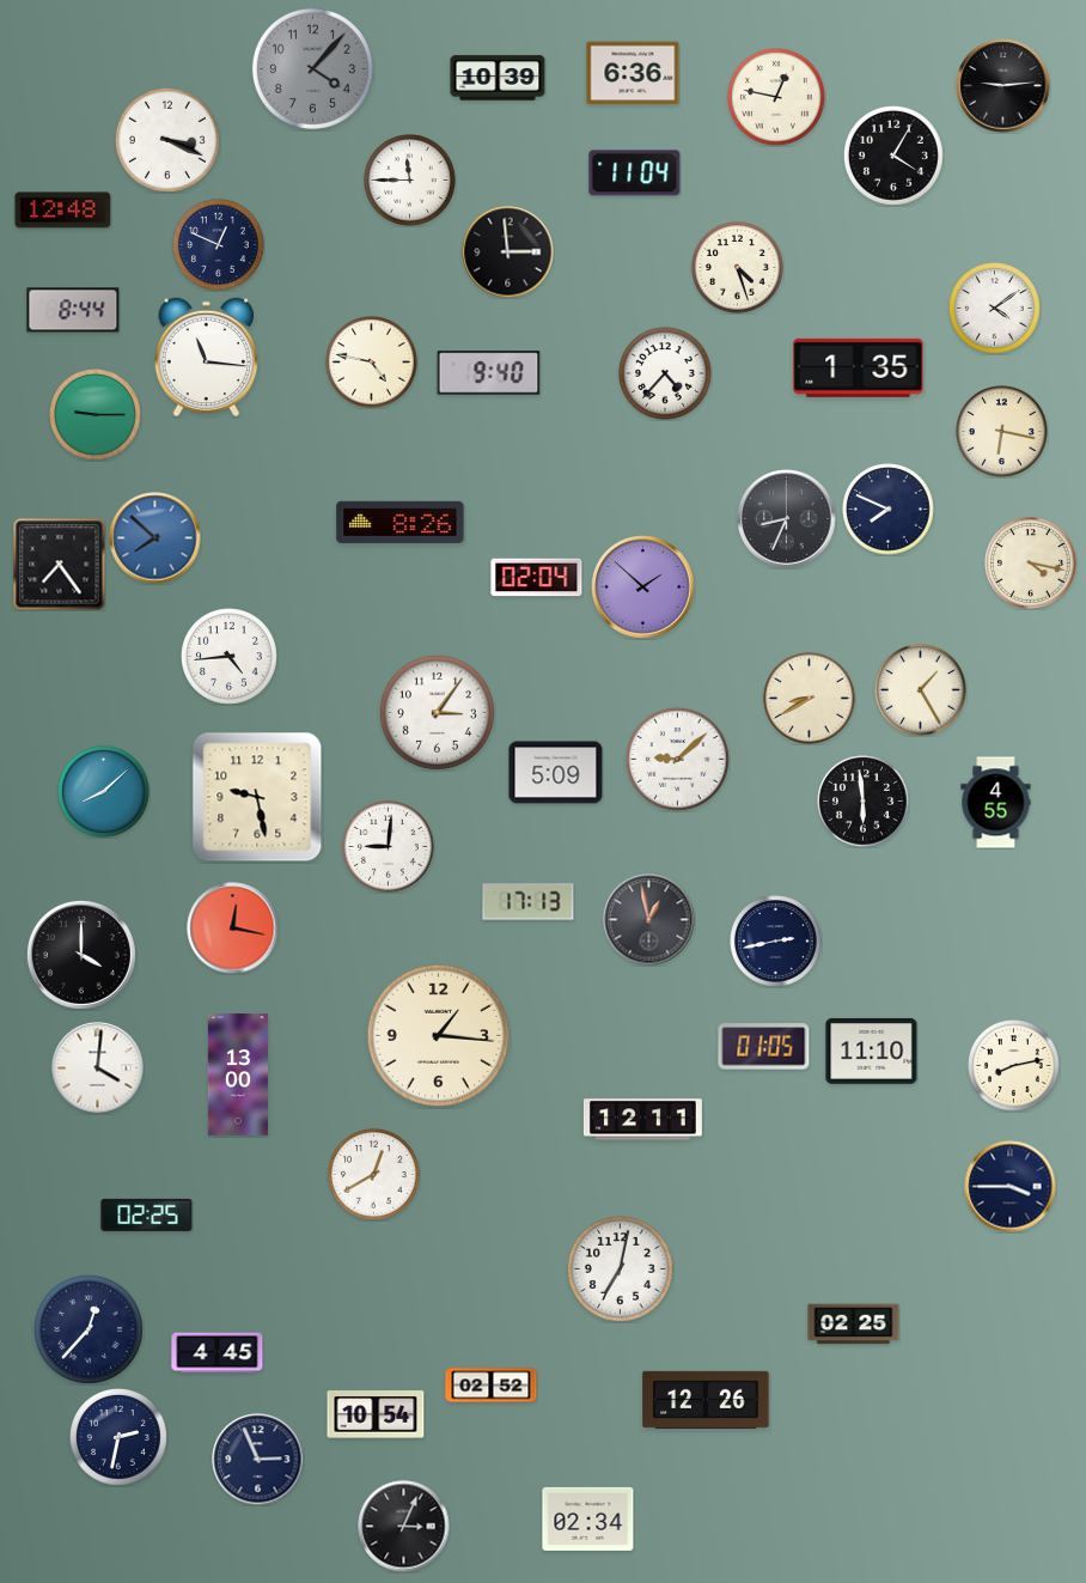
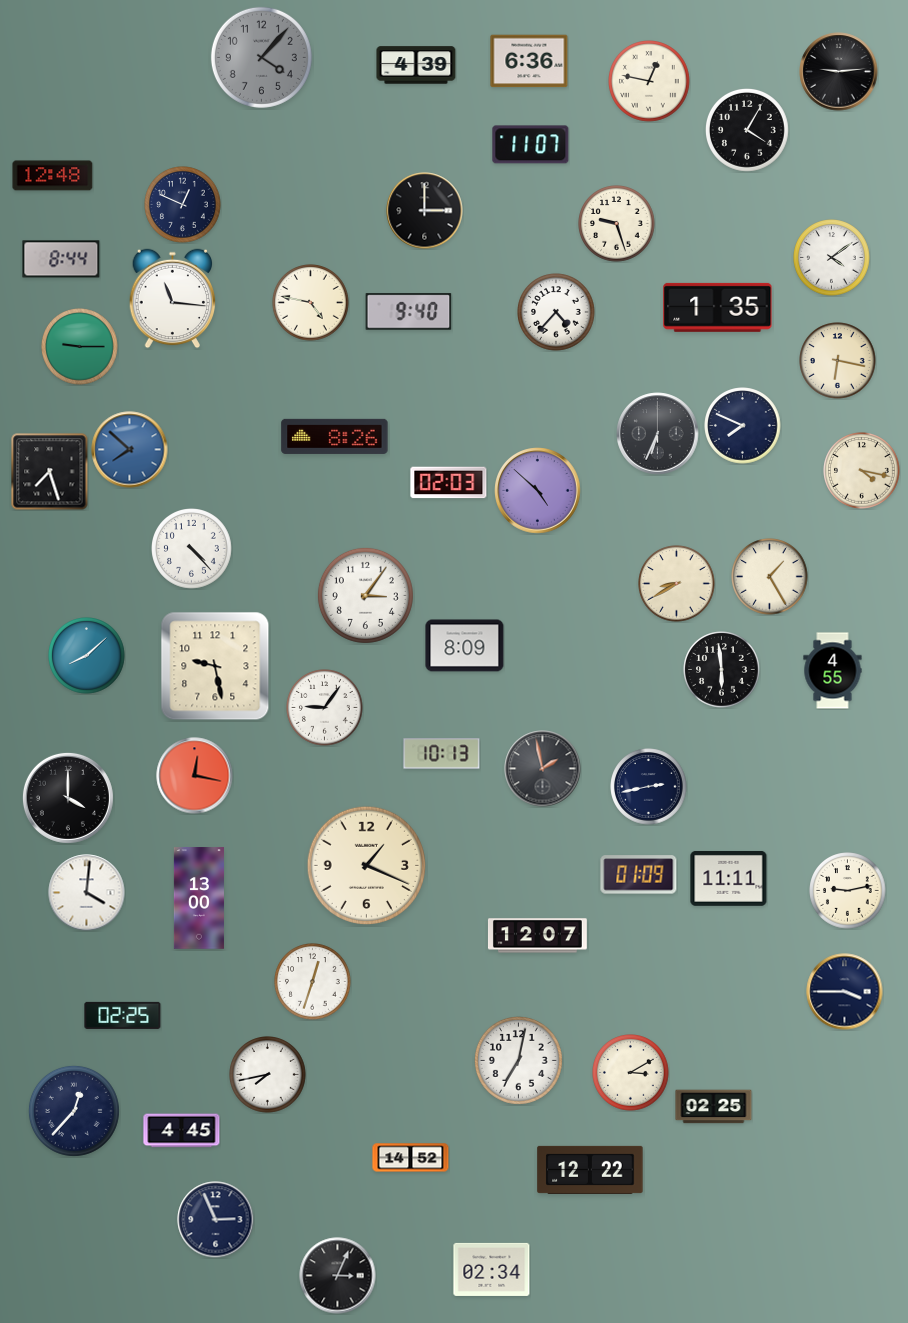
clock at (498, 78): 10:39 -> 4:39
clock at (167, 140): 3:19 -> none
clock at (635, 173): 11:04 -> 11:07
clock at (410, 181): 11:45 -> none
clock at (508, 252): 2:59 -> 3:00
clock at (738, 268): 4:27 -> 9:27
clock at (787, 519): 8:34 -> 6:34
clock at (60, 565): 7:24 -> 7:27
clock at (537, 578): 02:04 -> 02:03
clock at (643, 587): 1:52 -> 4:52
clock at (230, 657): 4:44 -> 4:23
clock at (677, 759): 9:08 -> none
clock at (556, 773): 5:09 -> 8:09
clock at (104, 792) position: (104, 792) -> (87, 656)
clock at (389, 847): 9:01 -> 9:06
clock at (529, 902): 17:13 -> 10:13
clock at (649, 920): 12:58 -> 1:58
clock at (438, 1035): 1:16 -> 1:19
clock at (764, 1047): 01:05 -> 01:09
clock at (872, 1051): 11:10 -> 11:11
clock at (1014, 1066): 8:13 -> 9:13
clock at (98, 1068) position: (98, 1068) -> (87, 893)
clock at (642, 1120): 12:11 -> 12:07
clock at (374, 1175): 12:40 -> 12:33
clock at (631, 1073): none -> 3:10
clock at (268, 1075): none -> 7:43
clock at (492, 1386): 02:52 -> 14:52
clock at (706, 1400): 12:26 -> 12:22
clock at (376, 1414): 10:54 -> none
clock at (120, 1438): 2:32 -> none
